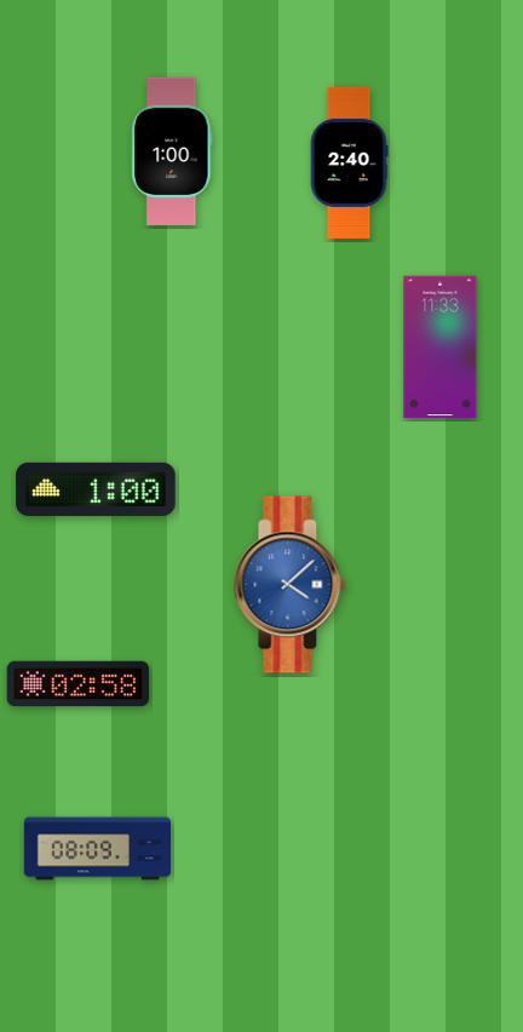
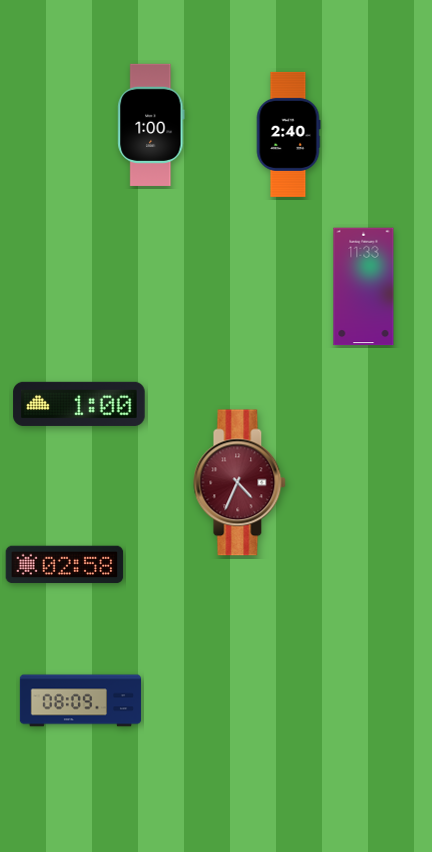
clock at (172, 151) position: (172, 151) -> (151, 125)
clock at (291, 585): 4:08 -> 4:34
clock at (291, 585) dial: blue -> burgundy
